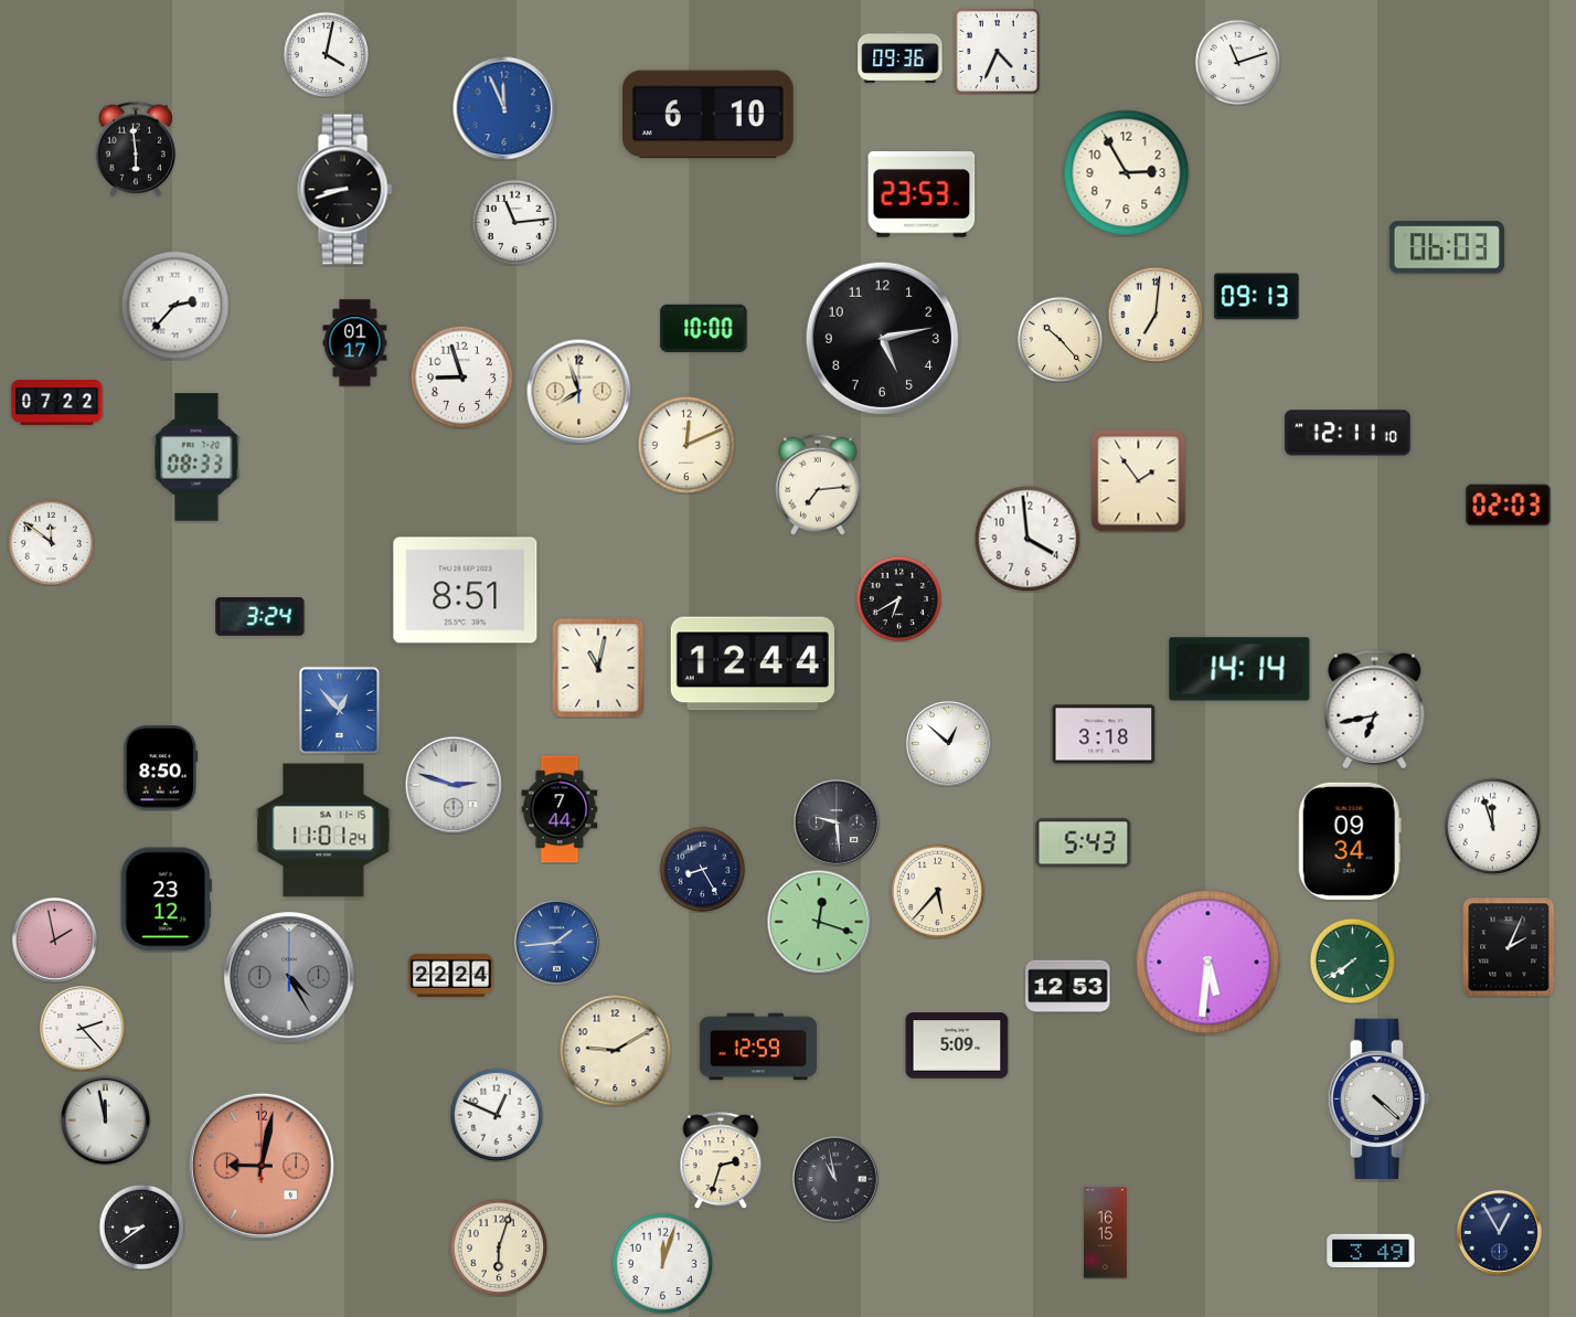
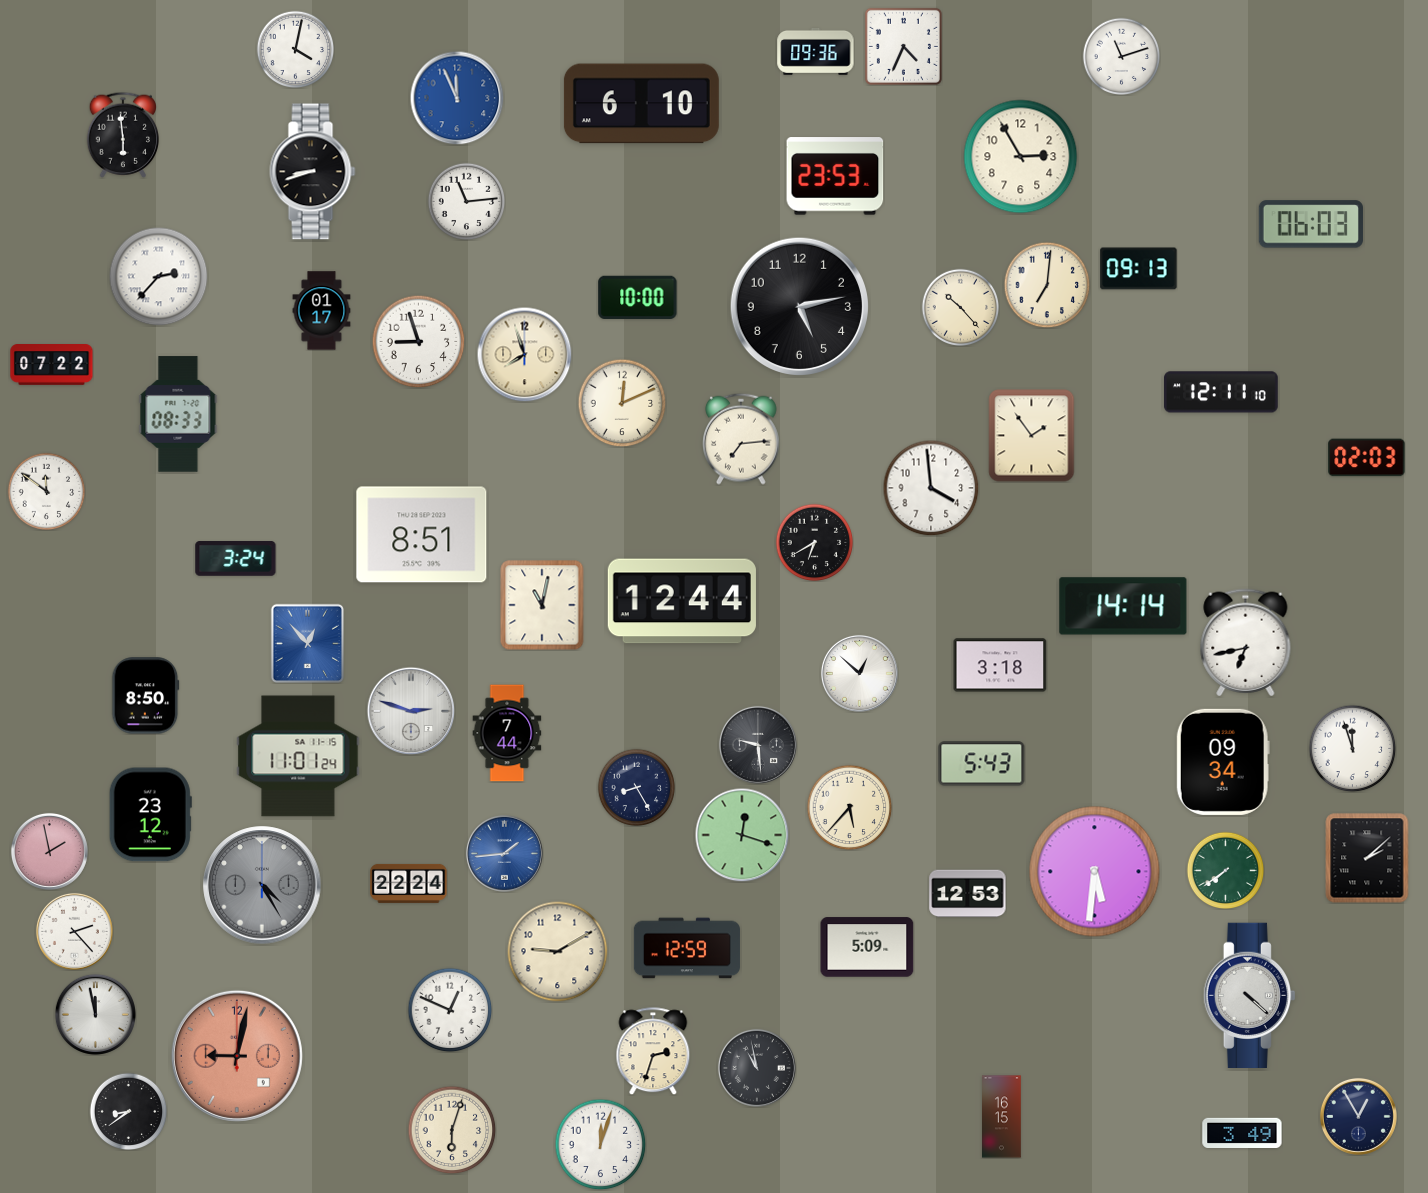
clock at (323, 830) position: (323, 830) -> (298, 756)
clock at (1509, 947): 2:04 -> 2:08
